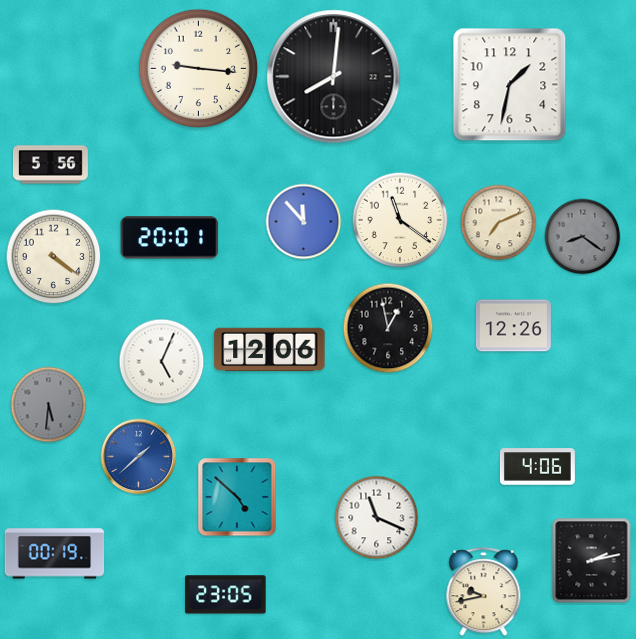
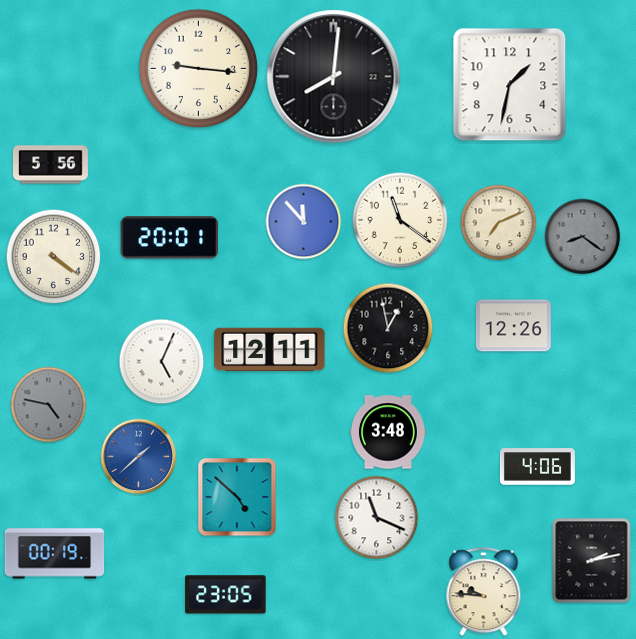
clock at (270, 350): 12:06 -> 12:11
clock at (49, 405): 5:31 -> 4:47
clock at (389, 432): none -> 3:48
clock at (484, 592): 9:43 -> 9:46
